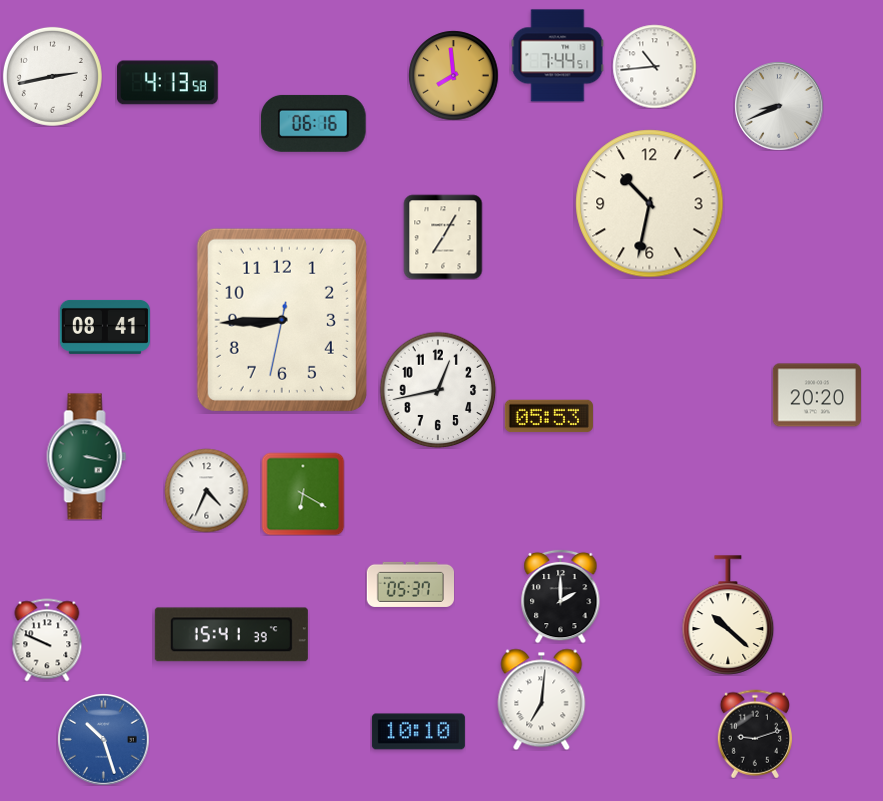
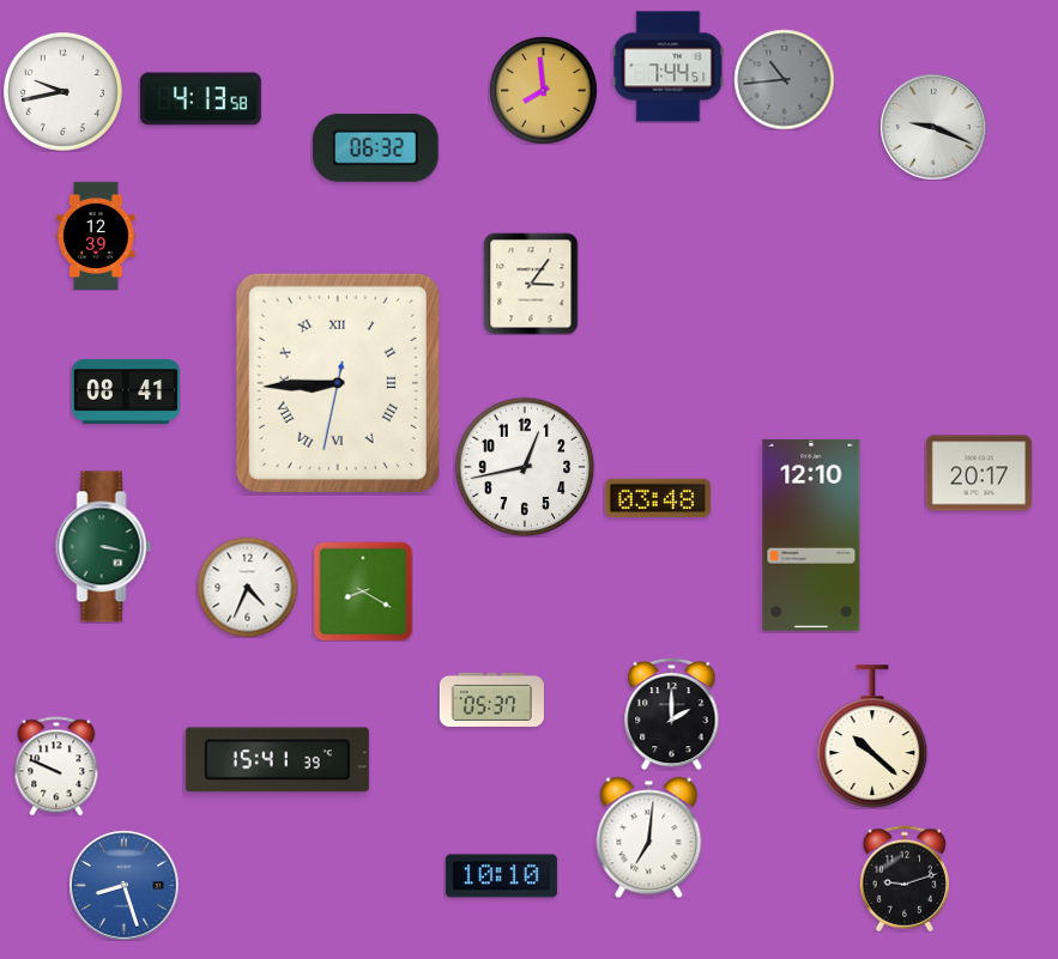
clock at (654, 66) dial: white -> grey
clock at (52, 76): 2:43 -> 9:43
clock at (779, 106): 8:41 -> 9:19
clock at (314, 123): 06:16 -> 06:32
clock at (96, 236): none -> 12:39
clock at (650, 204): 10:32 -> none
clock at (443, 237): 7:05 -> 3:06
clock at (282, 320) numerals: Arabic -> Roman
clock at (817, 395): 20:20 -> 20:17
clock at (549, 416): 05:53 -> 03:48
clock at (811, 535): none -> 12:10
clock at (303, 494): 6:20 -> 8:20
clock at (104, 740): 10:27 -> 8:27
